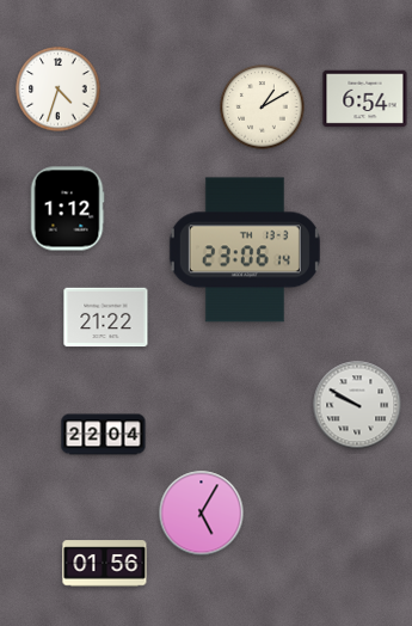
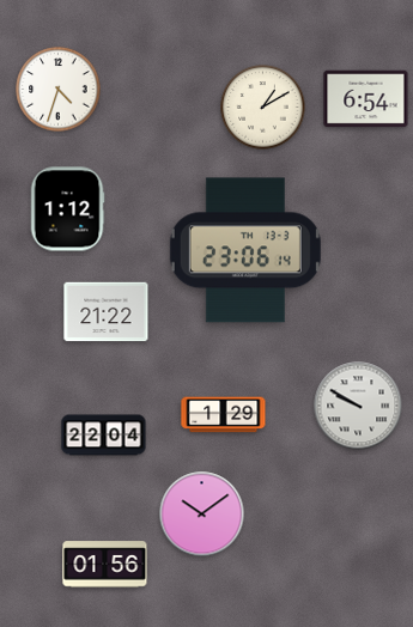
clock at (106, 318) position: (106, 318) -> (107, 312)
clock at (224, 415): none -> 1:29
clock at (202, 514): 5:05 -> 10:09
